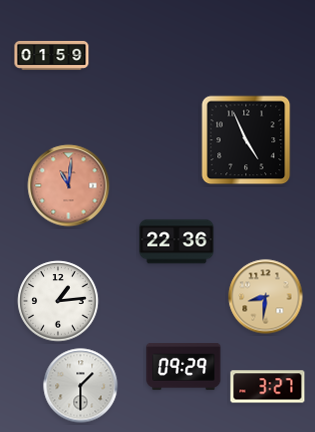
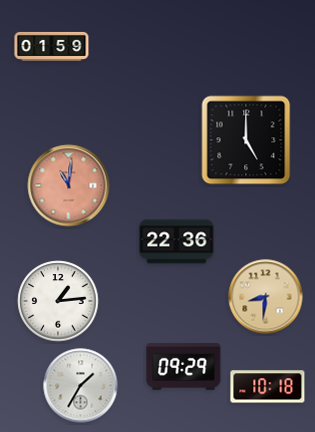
clock at (52, 55) position: (52, 55) -> (52, 46)
clock at (246, 140): 4:56 -> 5:00
clock at (81, 386): 1:30 -> 1:35
clock at (268, 387): 3:27 -> 10:18
